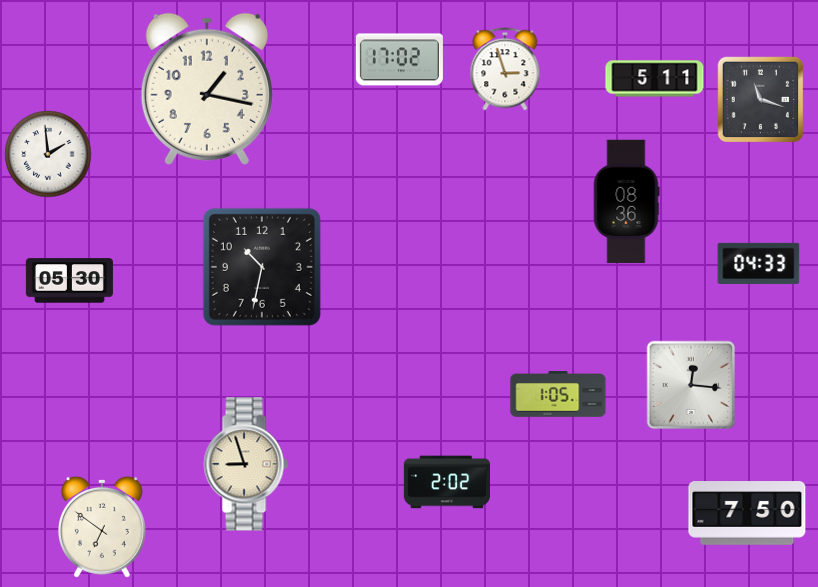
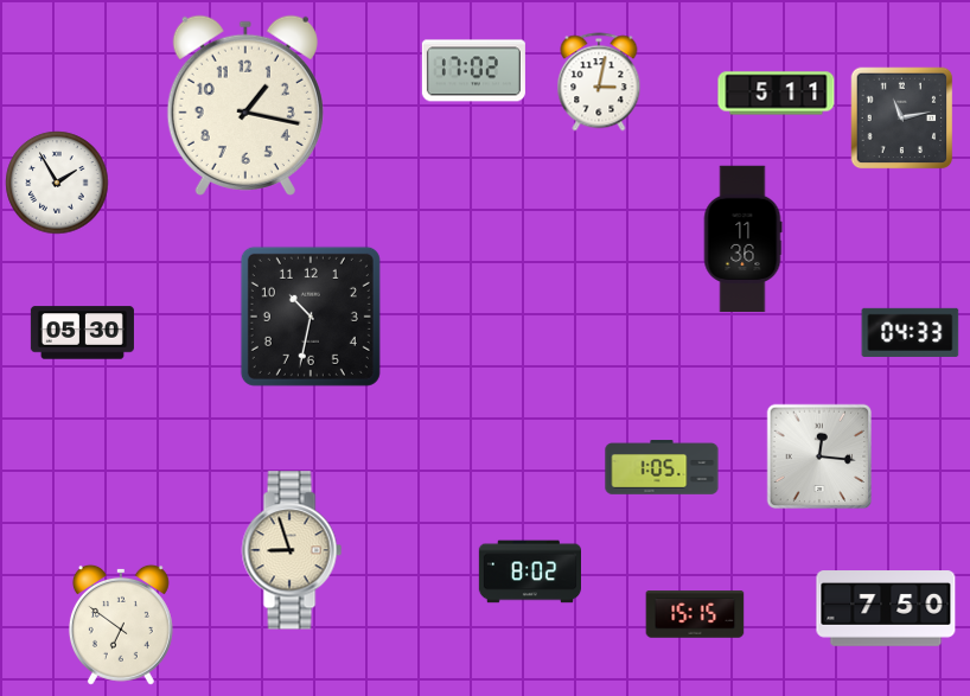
clock at (505, 69): 2:57 -> 3:02
clock at (761, 100): 11:18 -> 11:13
clock at (48, 154): 1:59 -> 1:55
clock at (626, 202): 08:36 -> 11:36
clock at (759, 263) position: (759, 263) -> (911, 332)
clock at (446, 482): 2:02 -> 8:02
clock at (695, 614): none -> 15:15
